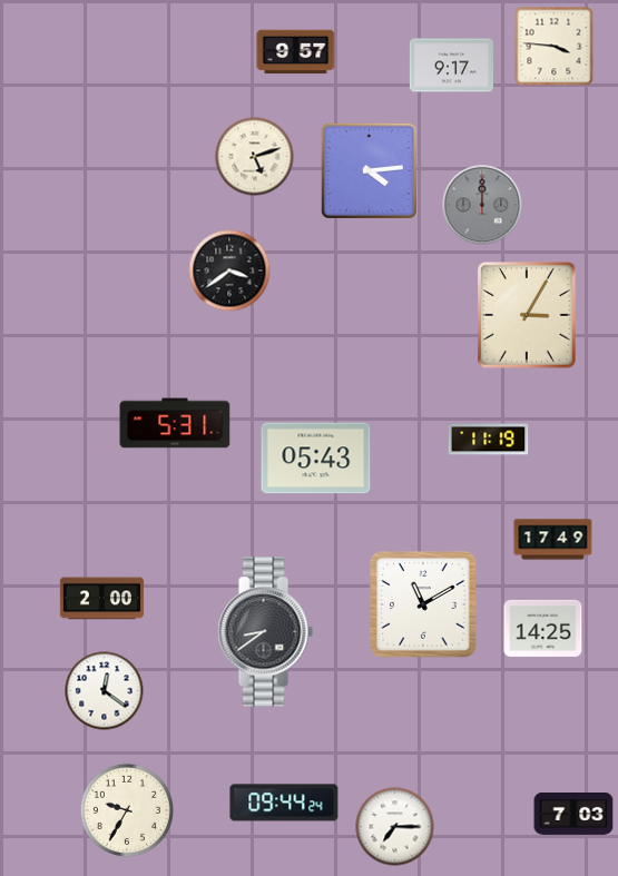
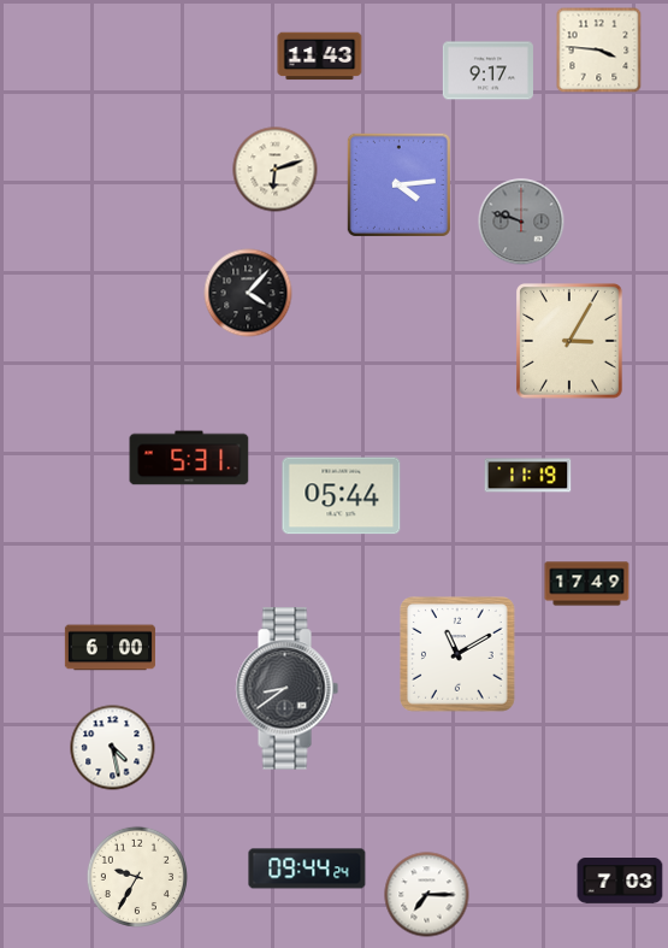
clock at (296, 52): 9:57 -> 11:43
clock at (255, 157): 5:12 -> 6:12
clock at (482, 205): 12:00 -> 9:48
clock at (229, 270): 3:39 -> 4:07
clock at (316, 459): 05:43 -> 05:44
clock at (553, 540) position: (553, 540) -> (587, 584)
clock at (101, 599): 2:00 -> 6:00
clock at (543, 628): 14:25 -> none
clock at (265, 632) position: (265, 632) -> (286, 689)
clock at (105, 691): 12:21 -> 4:28
